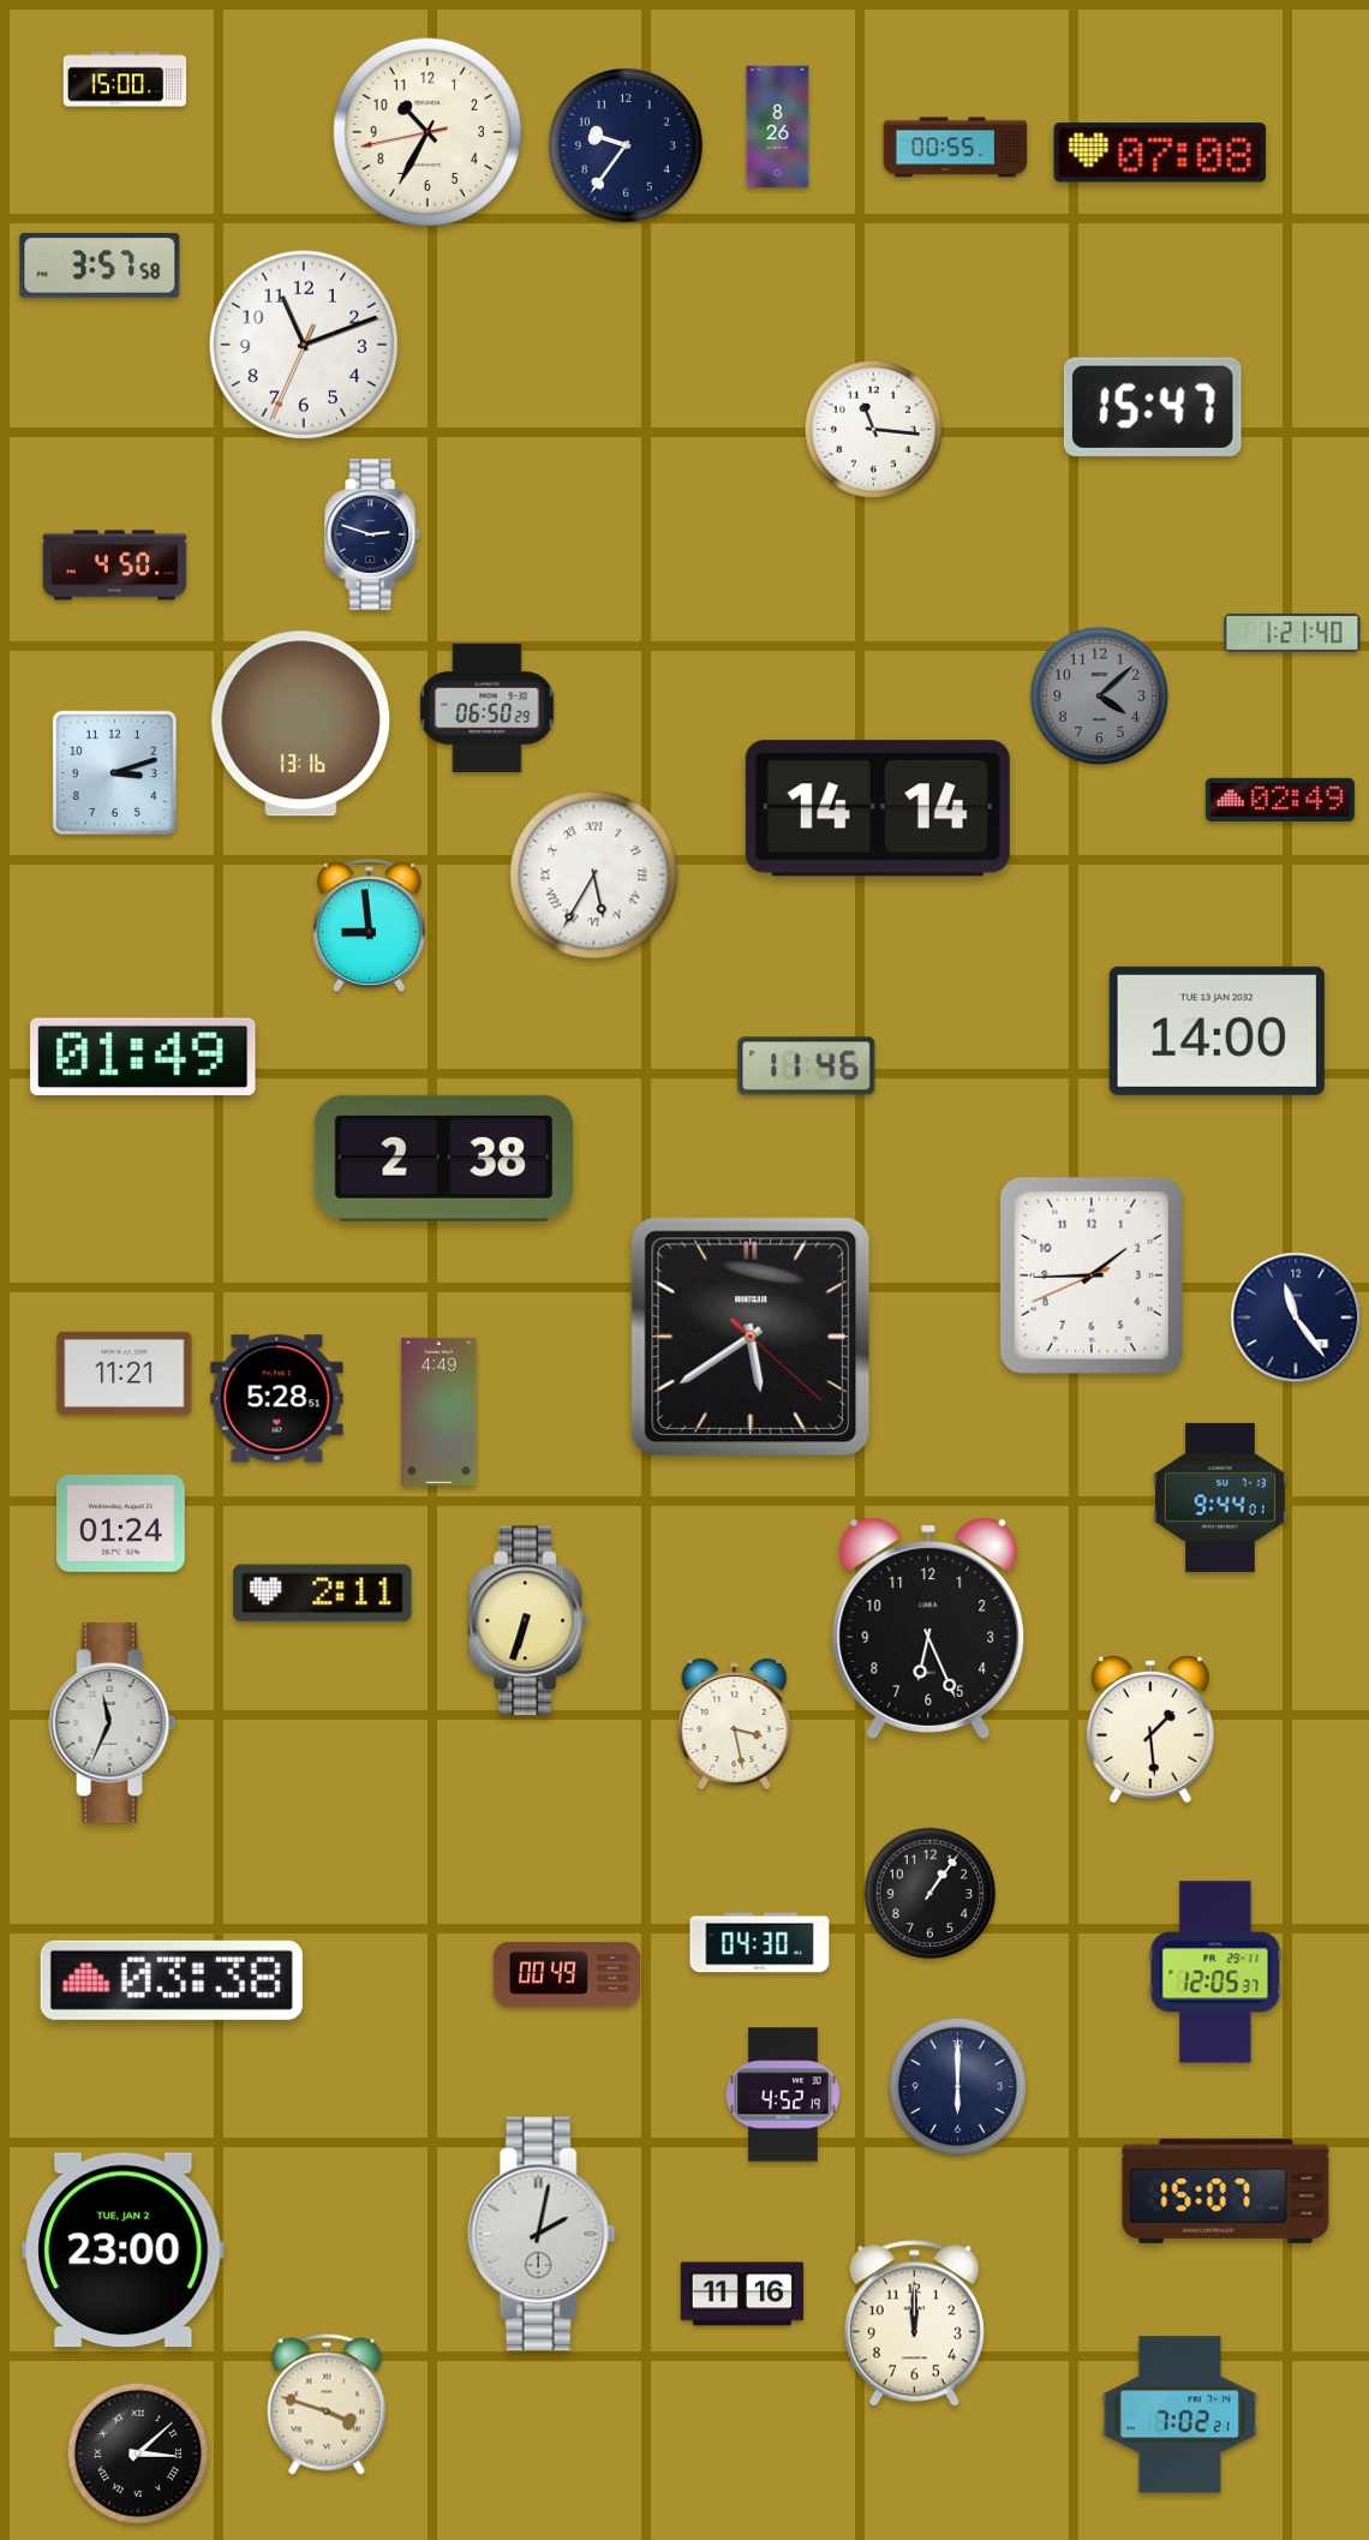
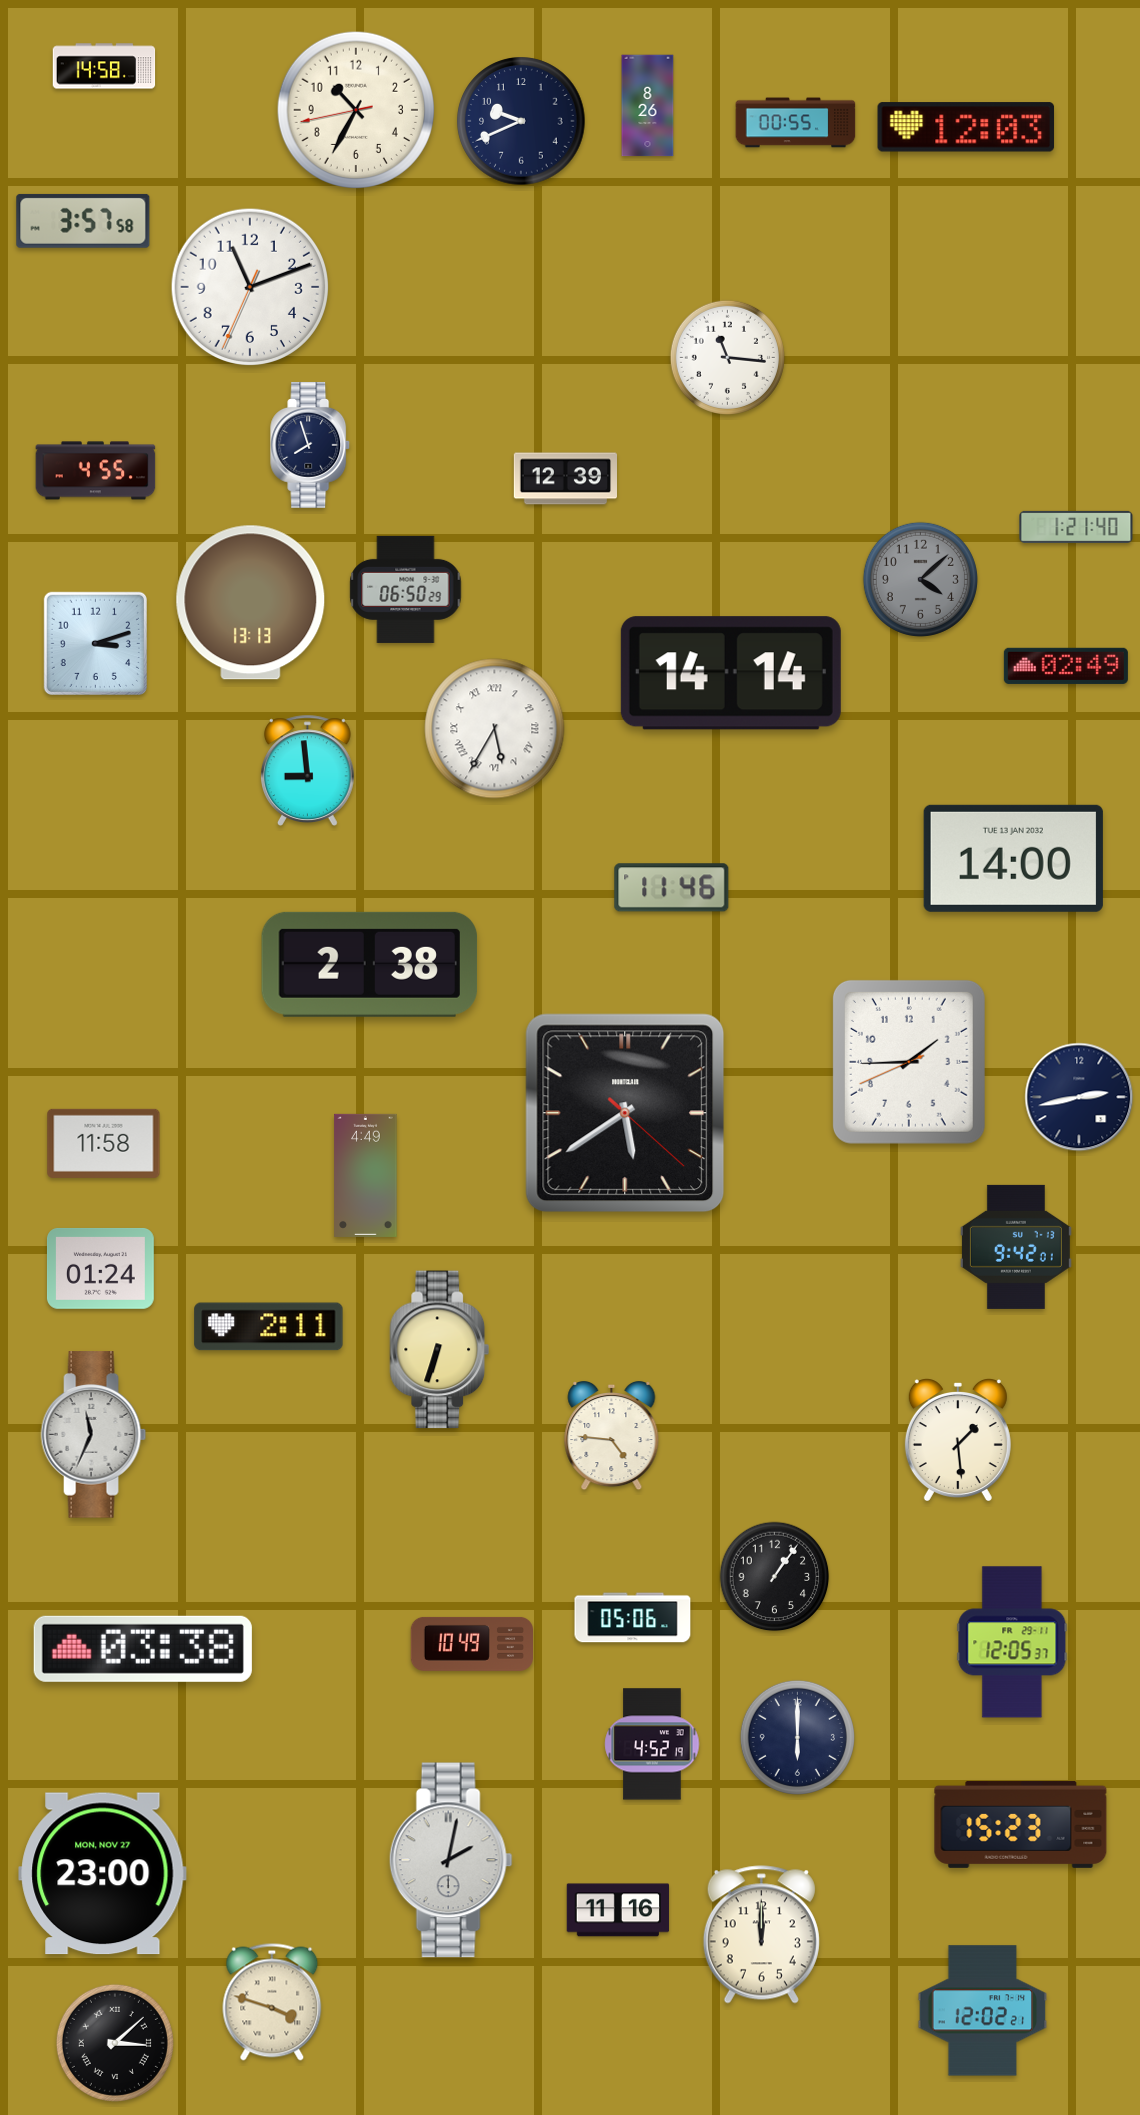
clock at (125, 79): 15:00 -> 14:58
clock at (626, 145): 9:36 -> 9:41
clock at (1160, 153): 07:08 -> 12:03
clock at (303, 343) position: (303, 343) -> (249, 286)
clock at (1153, 407): 15:47 -> none
clock at (373, 534): 2:48 -> 7:57
clock at (115, 566): 4:50 -> 4:55
clock at (565, 479): none -> 12:39
clock at (1099, 695) position: (1099, 695) -> (920, 579)
clock at (301, 724): 13:16 -> 13:13
clock at (143, 1056): 01:49 -> none
clock at (1296, 1317): 11:24 -> 2:43
clock at (125, 1373): 11:21 -> 11:58
clock at (277, 1399): 5:28 -> none
clock at (1220, 1498): 9:44 -> 9:42
clock at (928, 1628): 6:26 -> none
clock at (735, 1725): 3:28 -> 4:46
clock at (760, 1943): 04:30 -> 05:06
clock at (566, 1974): 00:49 -> 10:49
clock at (1226, 2191): 15:07 -> 15:23
clock at (124, 2251) date: TUE, JAN 2 -> MON, NOV 27
clock at (1180, 2415): 7:02 -> 12:02
